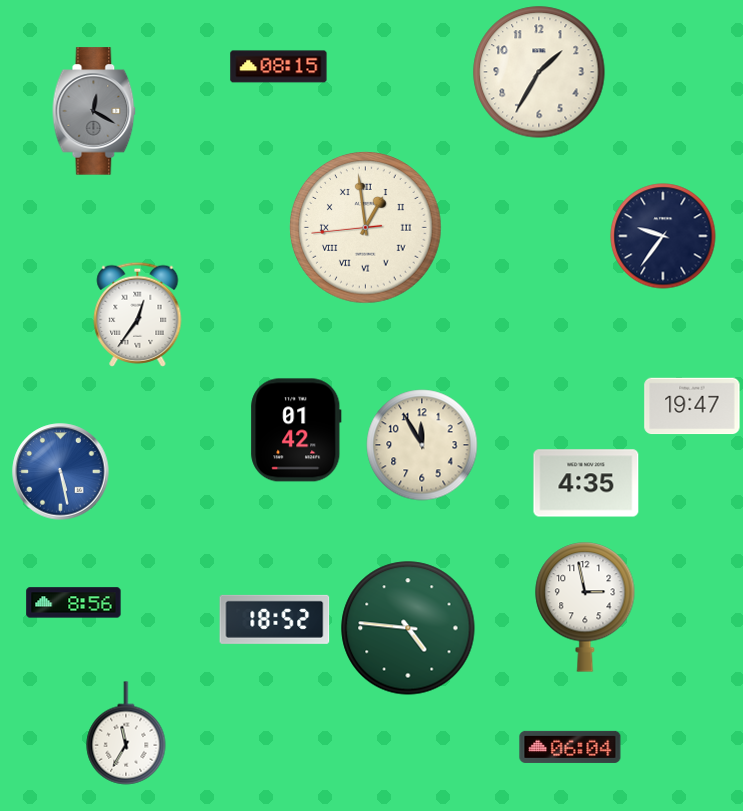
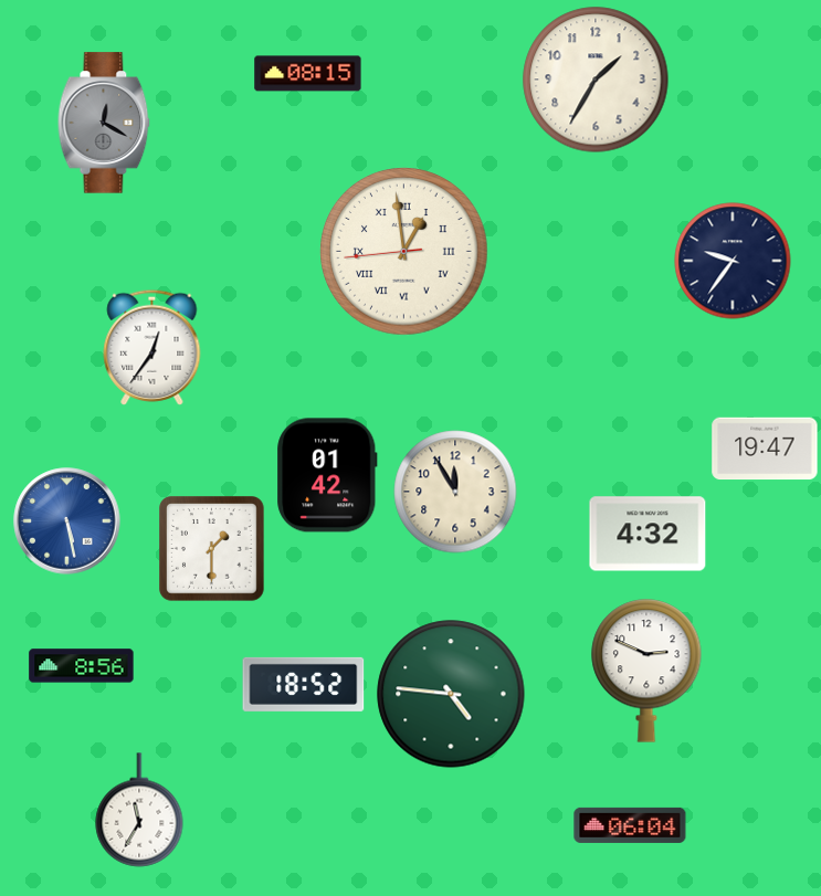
clock at (422, 445) position: (422, 445) -> (455, 492)
clock at (586, 483): 4:35 -> 4:32
clock at (212, 549): none -> 1:30
clock at (585, 607): 2:58 -> 2:49
